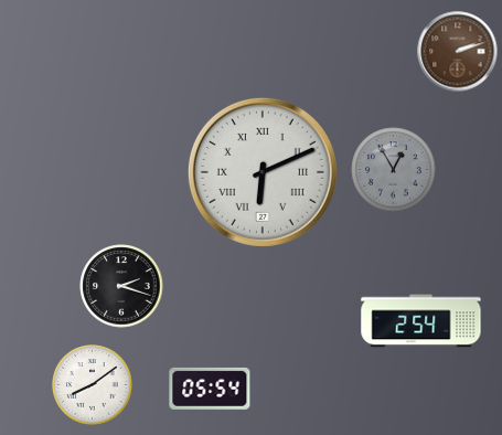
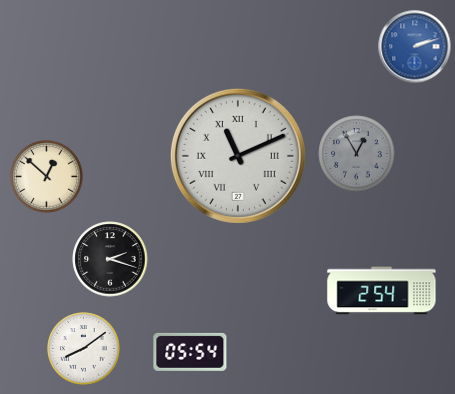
clock at (458, 52) dial: brown -> blue
clock at (263, 172): 6:11 -> 11:11
clock at (47, 177): none -> 12:52
